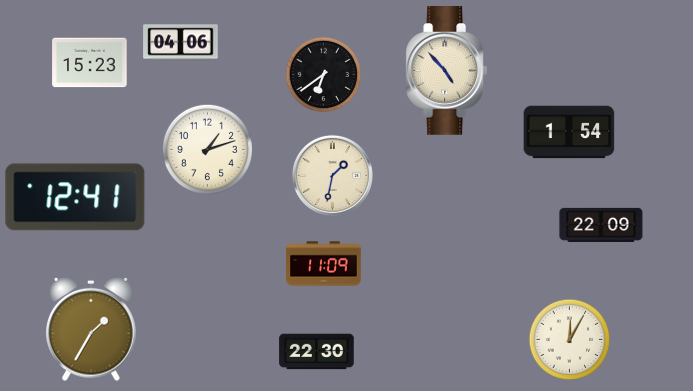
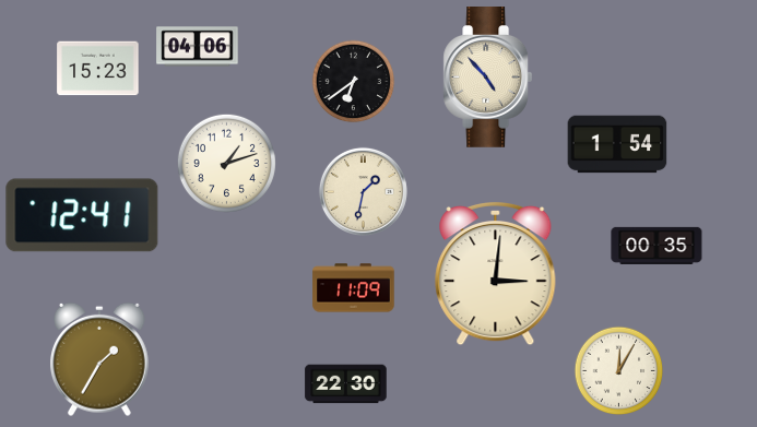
clock at (569, 132) position: (569, 132) -> (617, 144)
clock at (601, 225): 22:09 -> 00:35
clock at (496, 274): none -> 3:01
clock at (570, 340) position: (570, 340) -> (619, 371)
